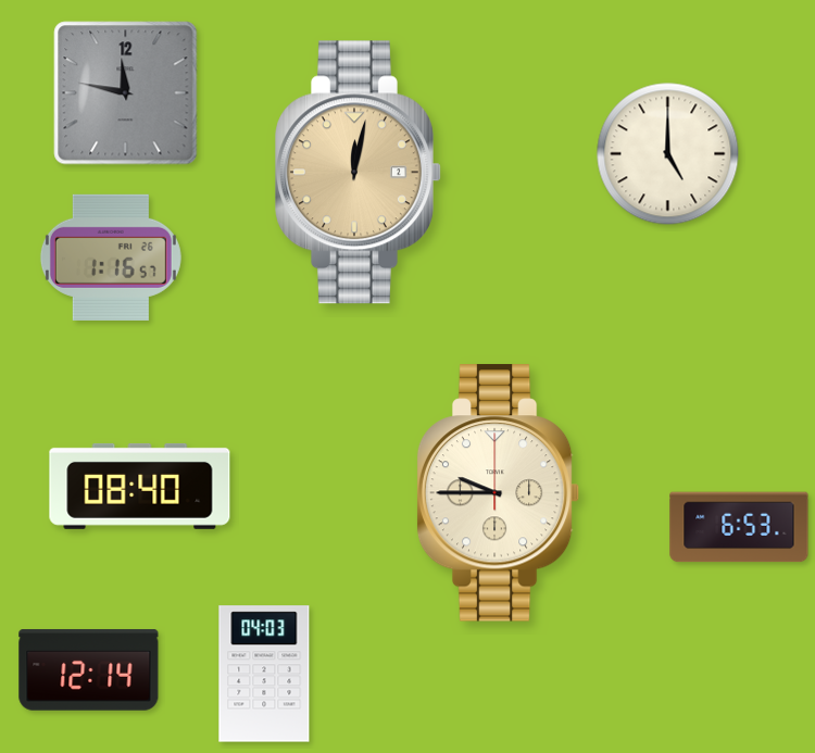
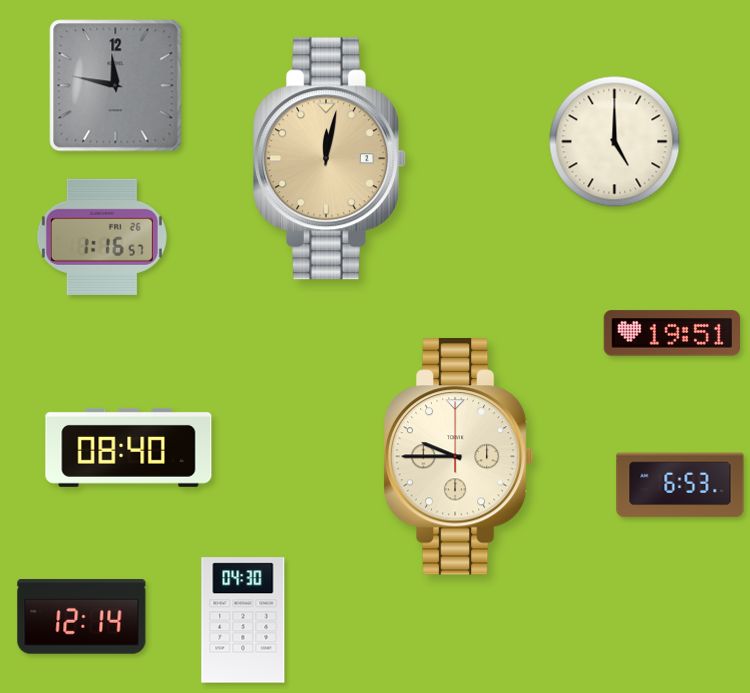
clock at (671, 333): none -> 19:51
clock at (499, 493) position: (499, 493) -> (459, 457)
clock at (264, 674): 04:03 -> 04:30
